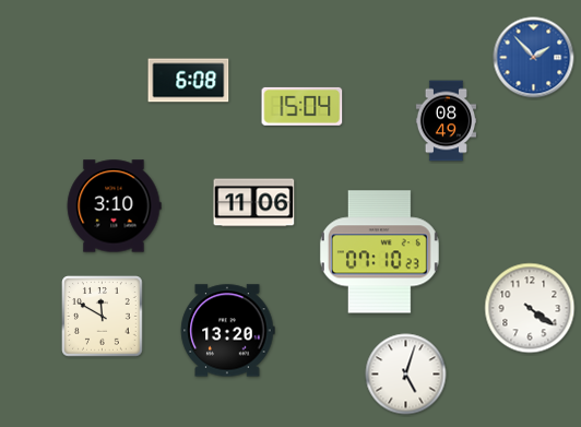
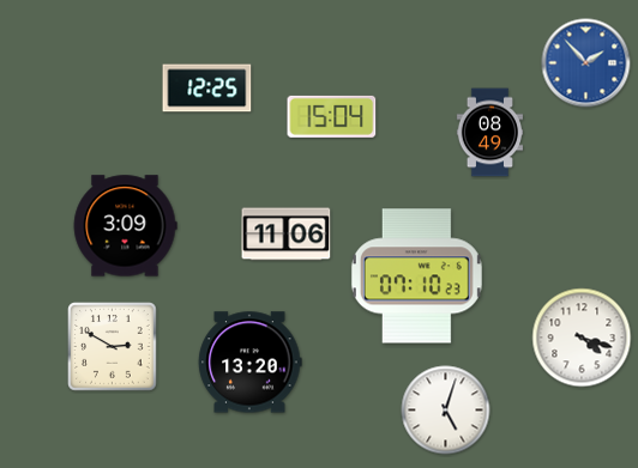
clock at (189, 81): 6:08 -> 12:25
clock at (254, 203) position: (254, 203) -> (287, 235)
clock at (114, 206): 3:10 -> 3:09
clock at (530, 308): 4:21 -> 4:18
clock at (103, 317): 11:50 -> 2:50
